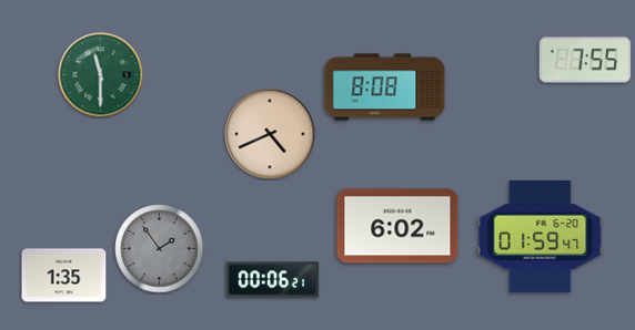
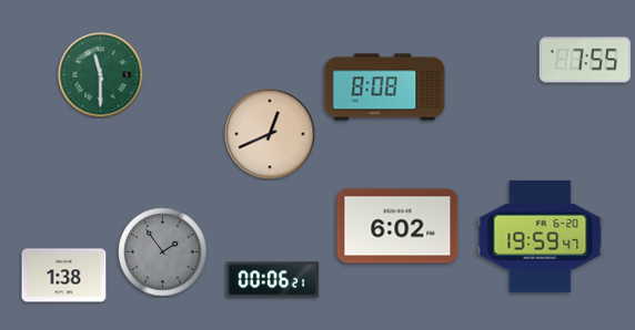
clock at (270, 134): 4:41 -> 12:41
clock at (541, 236): 01:59 -> 19:59
clock at (160, 249) position: (160, 249) -> (163, 252)
clock at (64, 276): 1:35 -> 1:38
